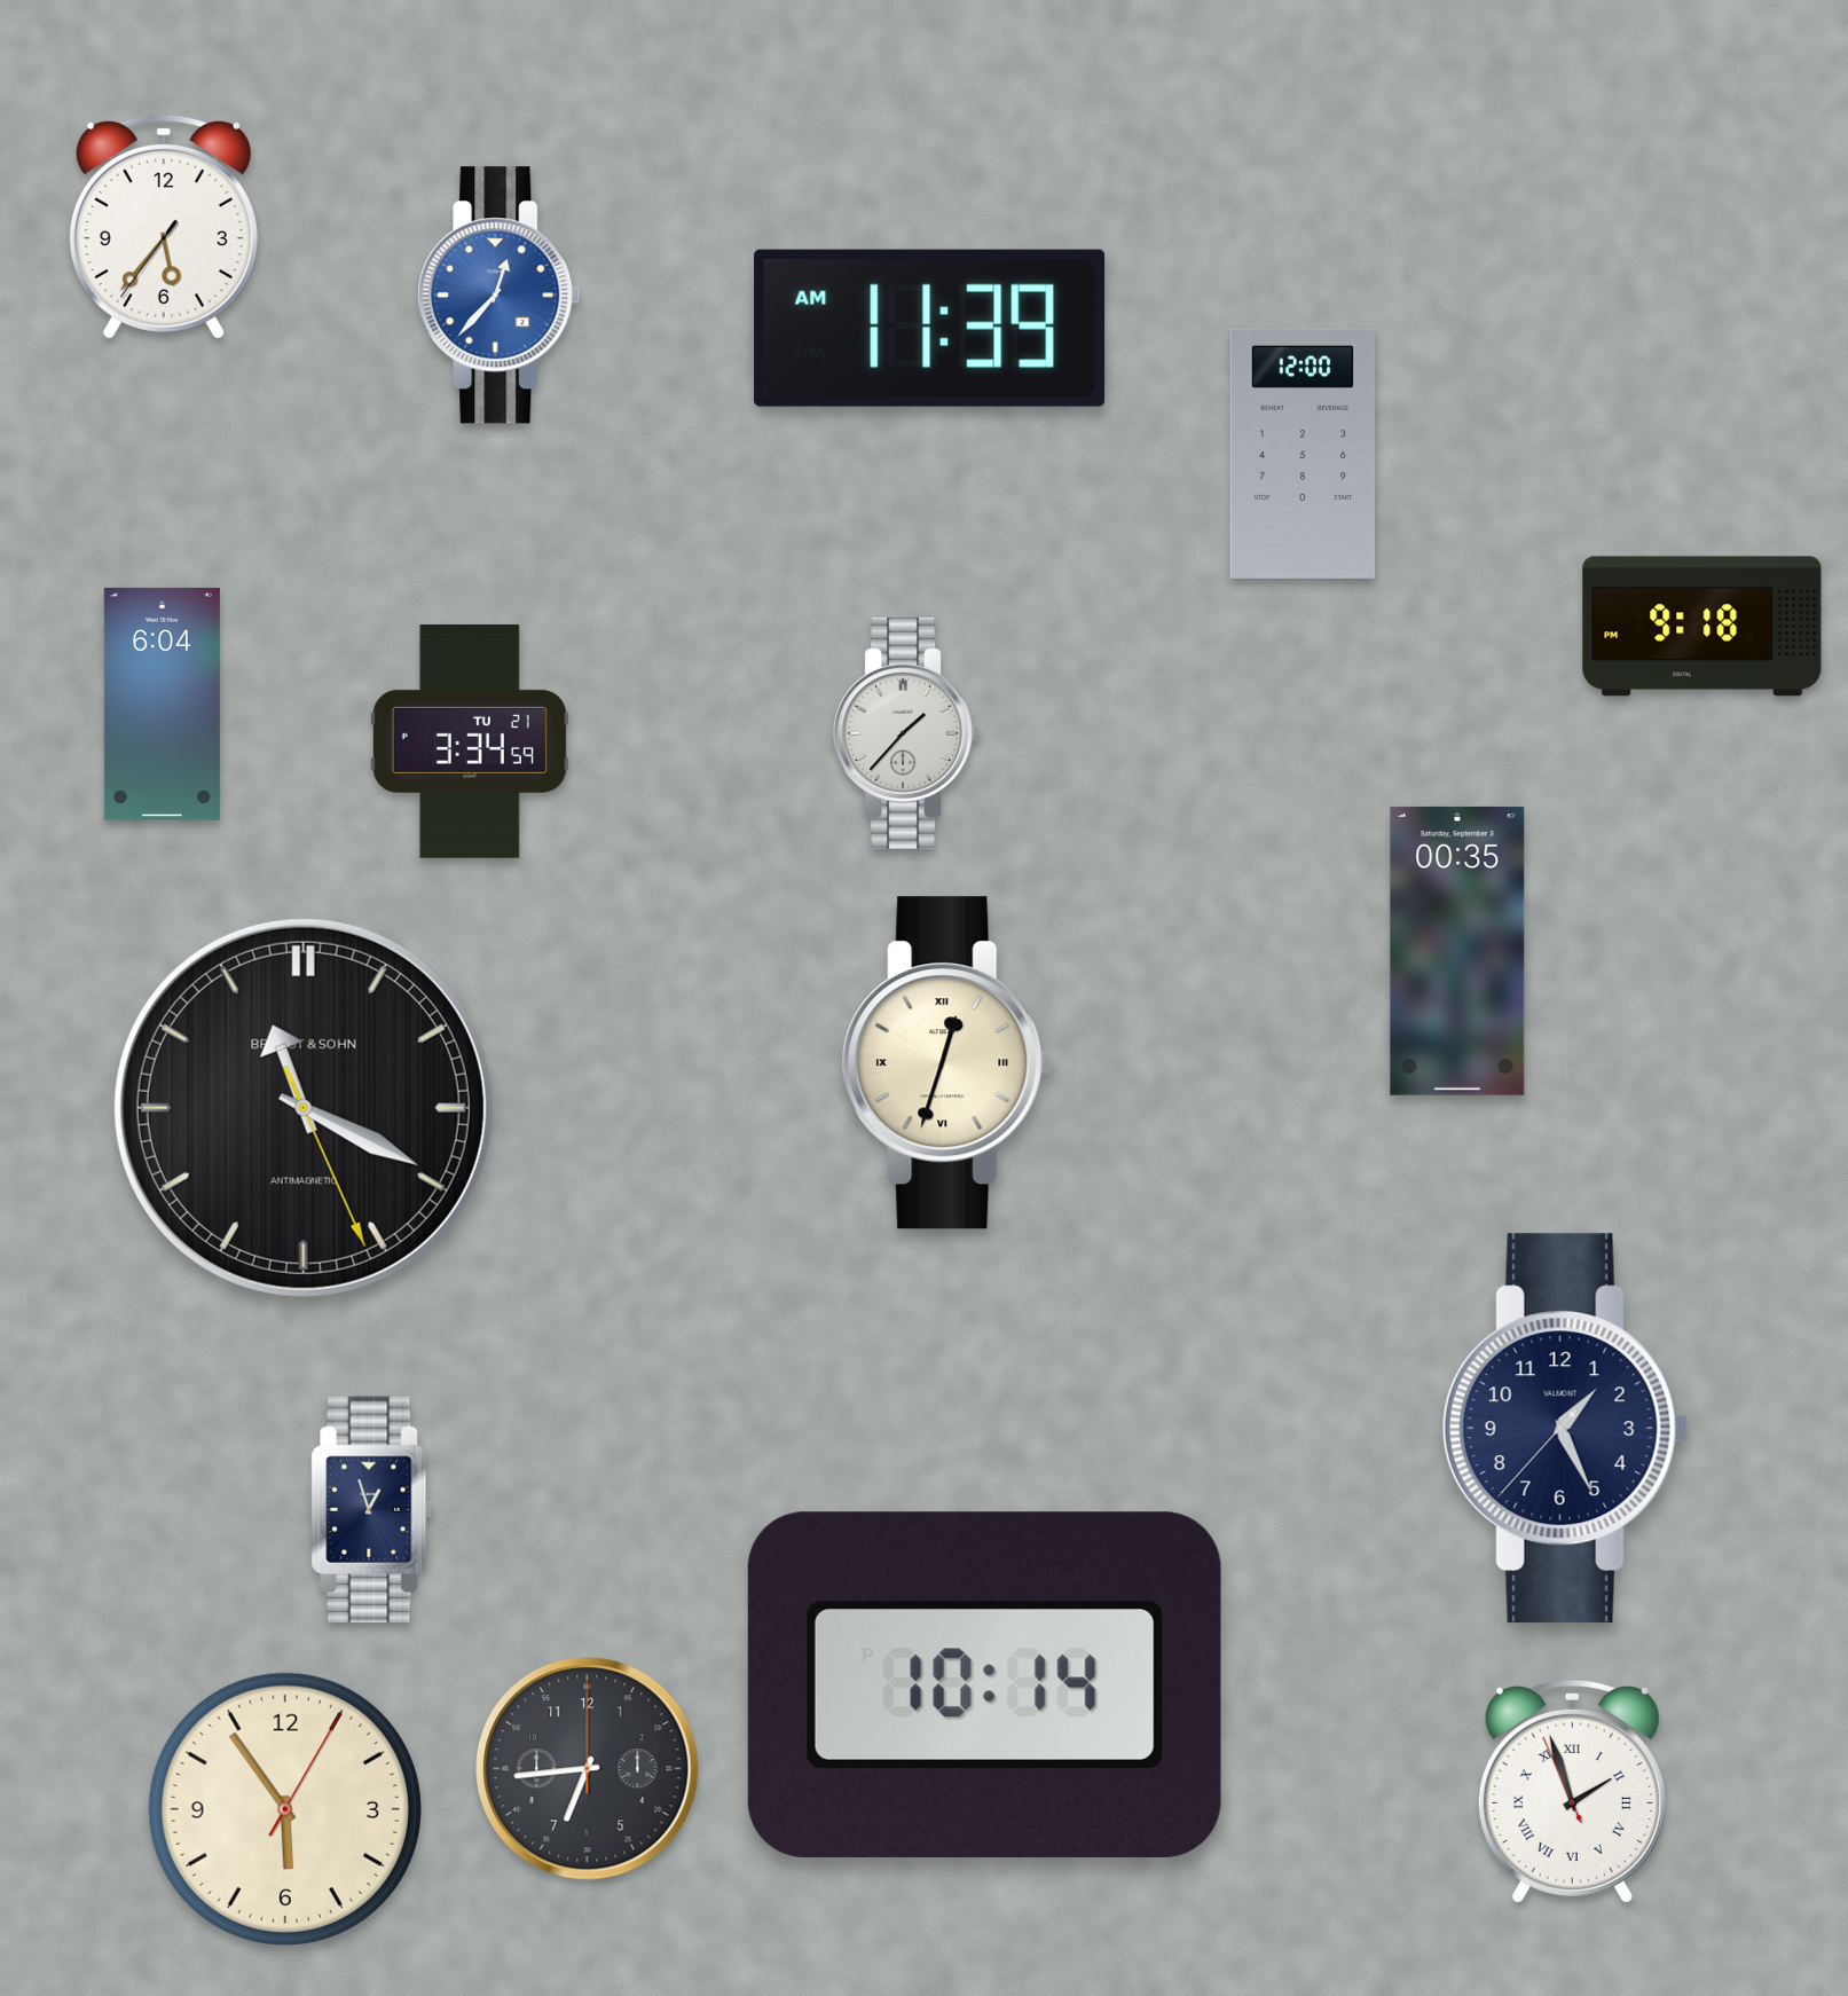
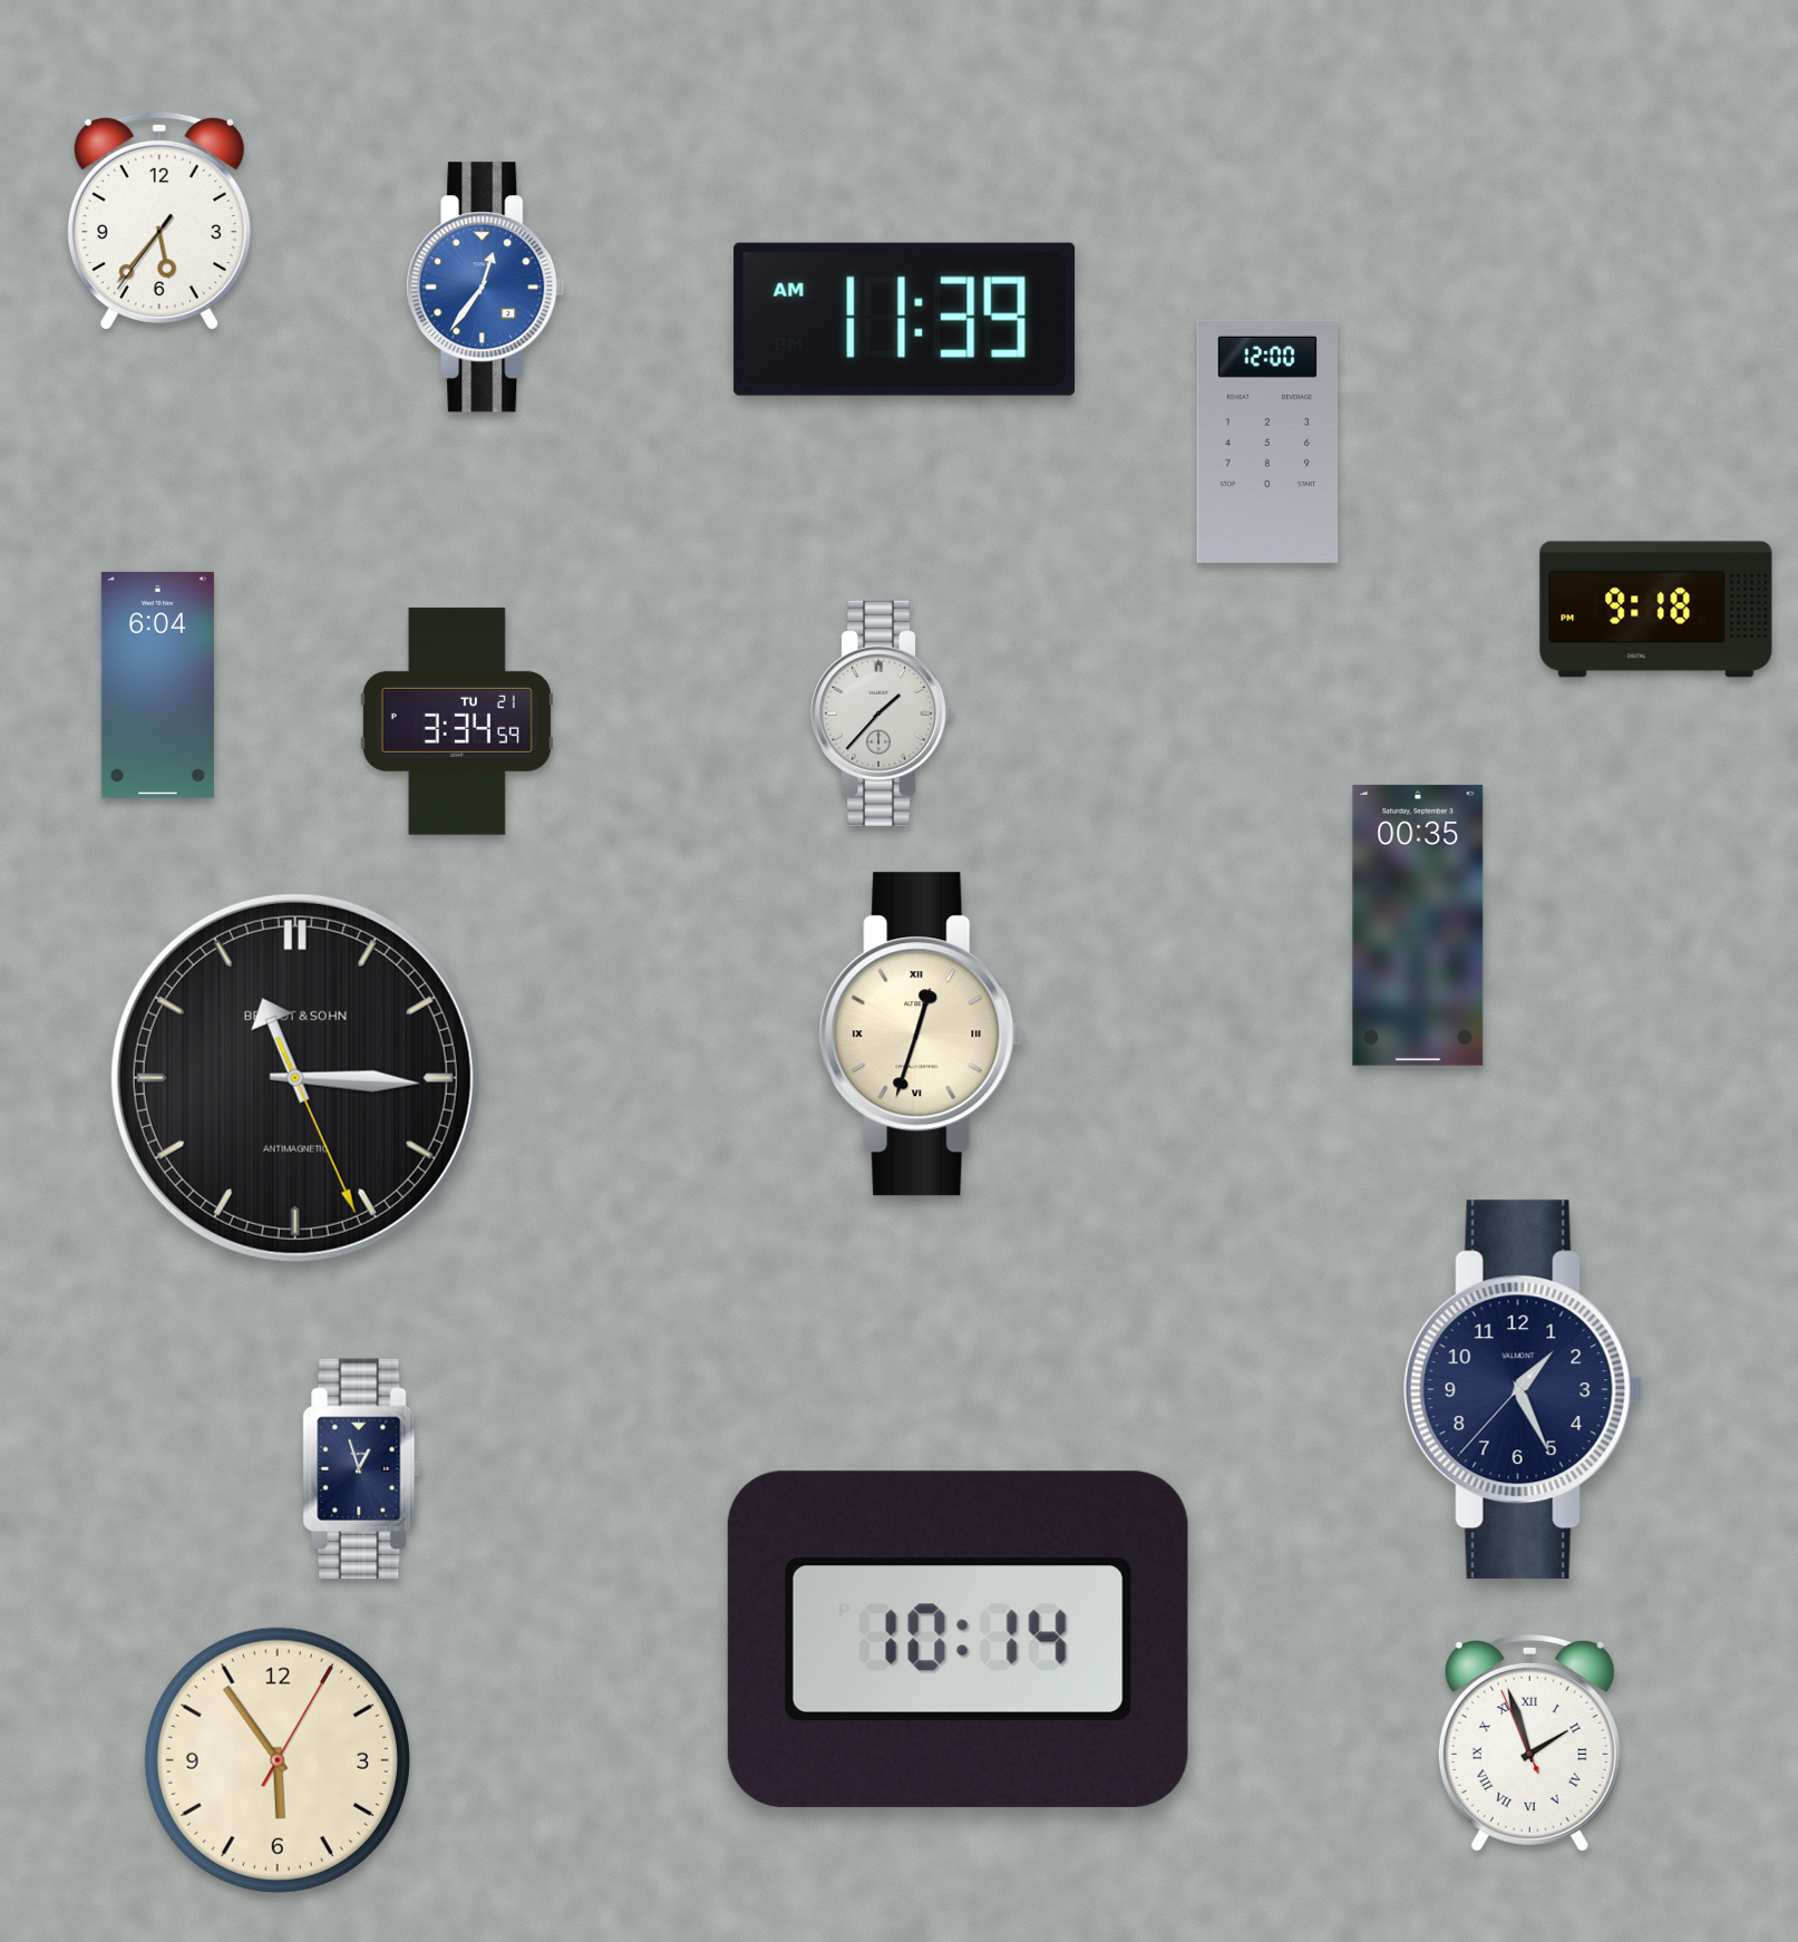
clock at (500, 296): 12:37 -> 12:36
clock at (304, 1108): 11:19 -> 11:15
clock at (588, 1769): 6:44 -> none
